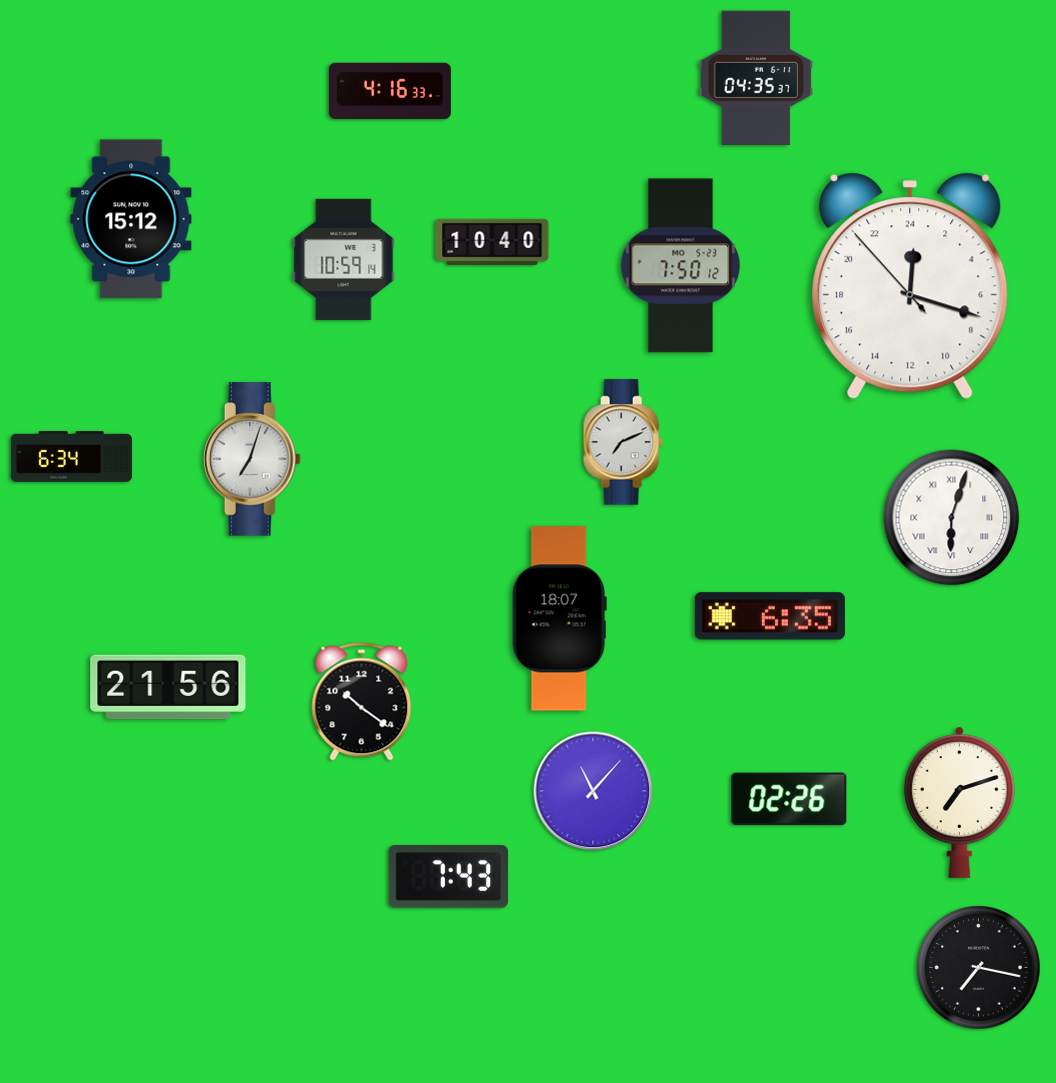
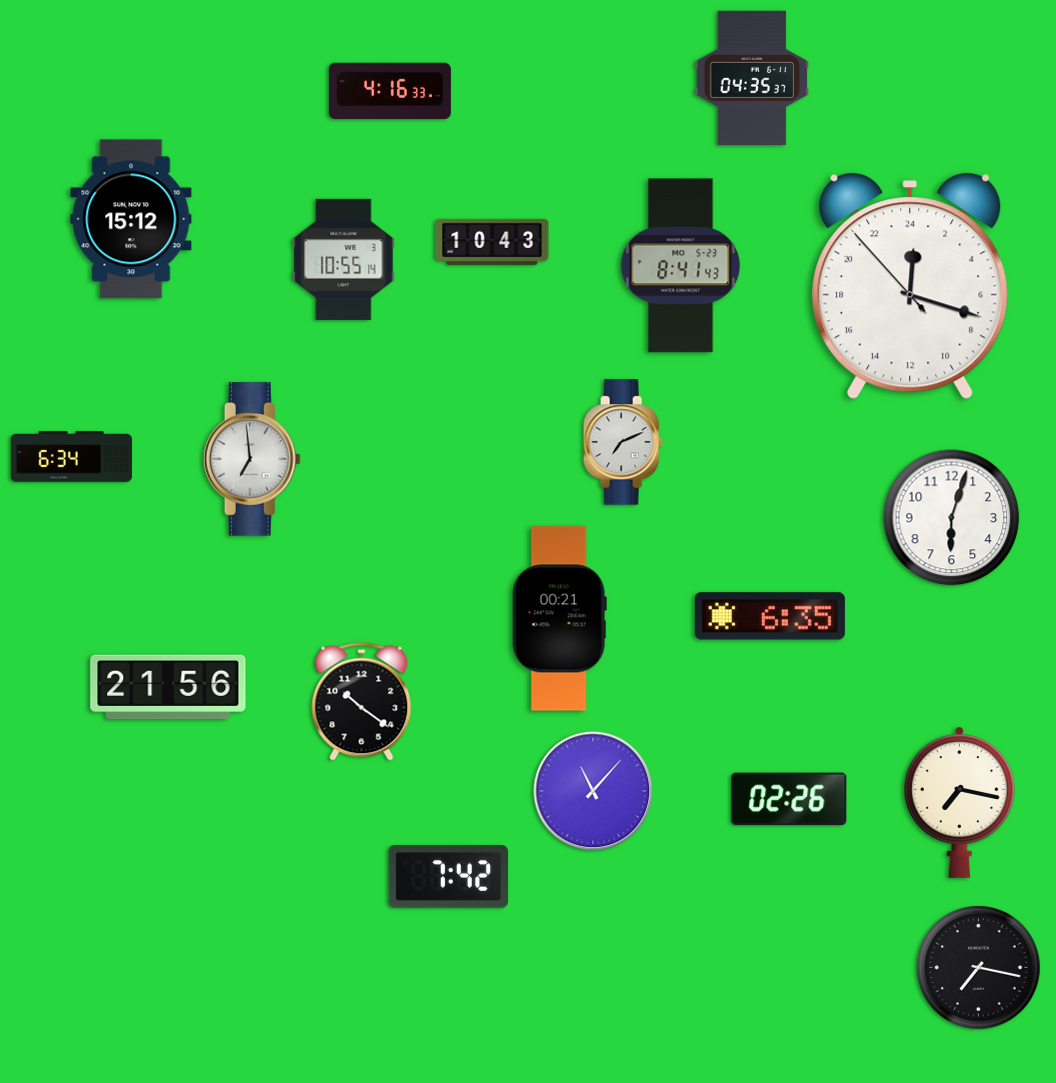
clock at (755, 77) position: (755, 77) -> (751, 77)
clock at (492, 242): 10:40 -> 10:43
clock at (344, 259): 10:59 -> 10:55
clock at (681, 266): 7:50 -> 8:41
clock at (252, 459): 7:03 -> 6:59
clock at (952, 518) numerals: Roman -> Arabic
clock at (559, 619): 18:07 -> 00:21
clock at (959, 802): 7:12 -> 7:17
clock at (449, 877): 7:43 -> 7:42
